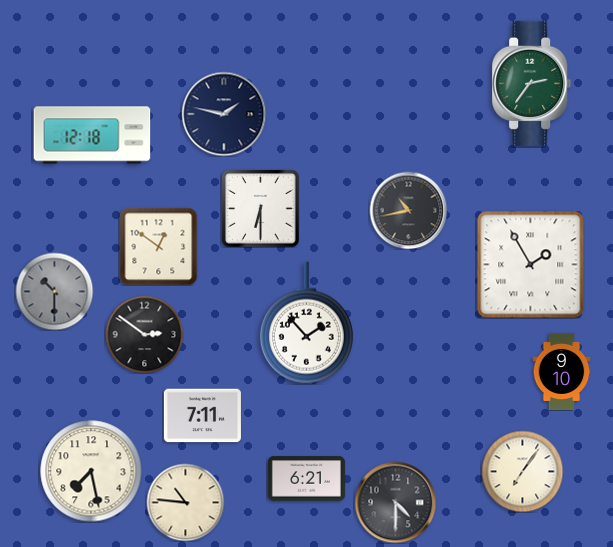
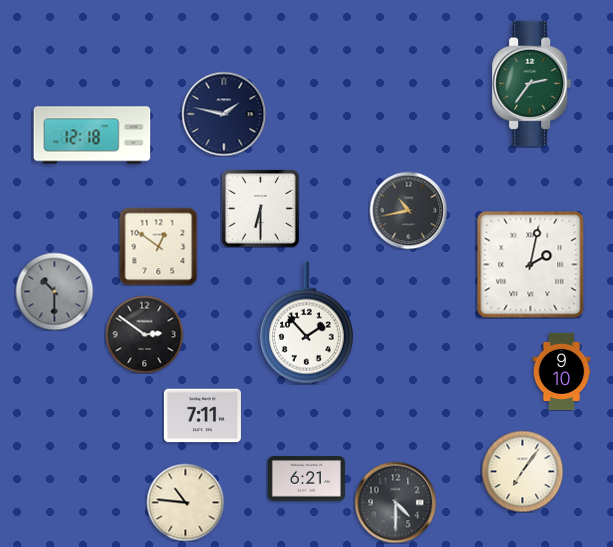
clock at (531, 265): 1:55 -> 2:02
clock at (91, 471): 7:28 -> none
